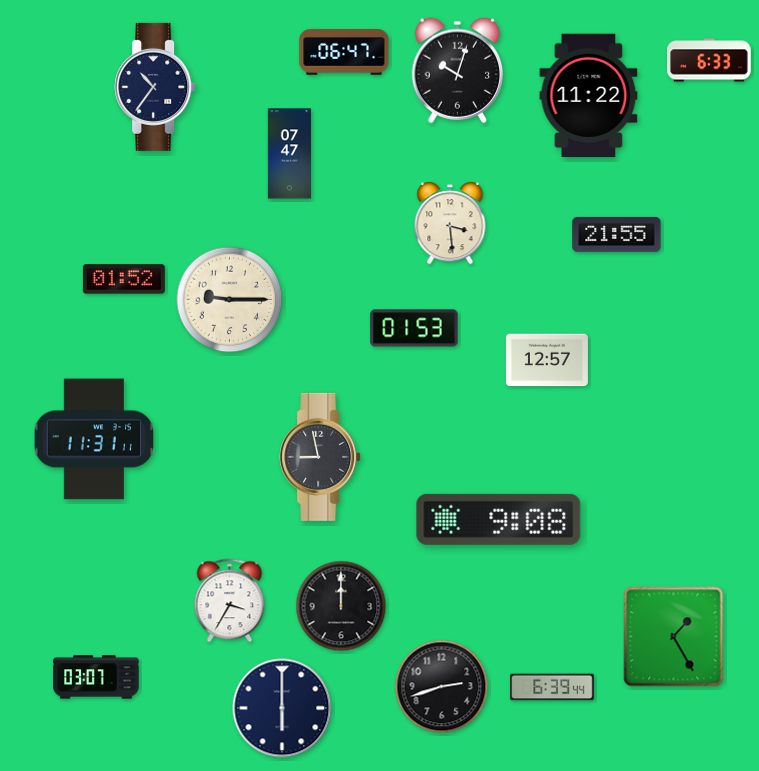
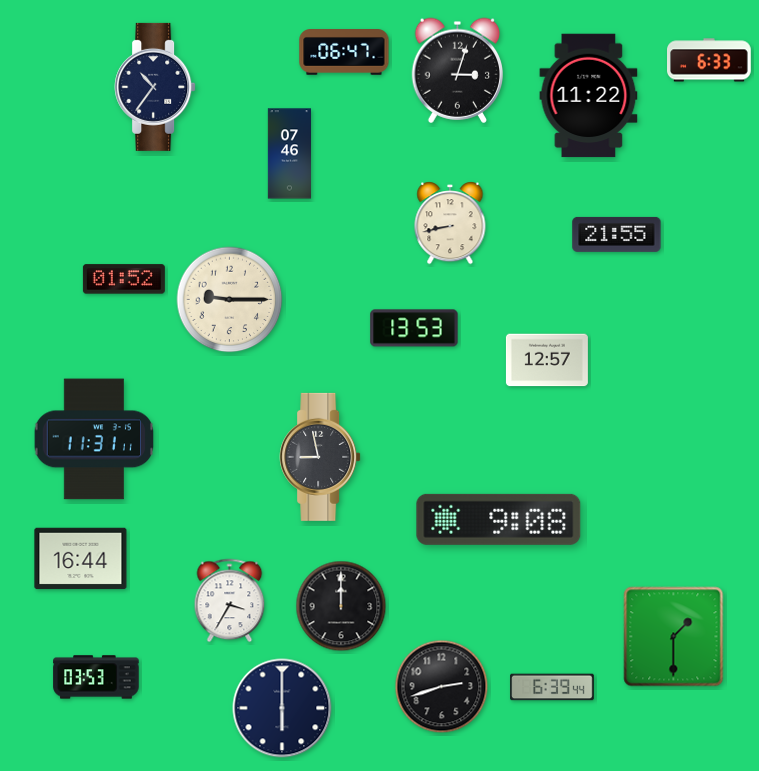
clock at (457, 70): 10:03 -> 3:03
clock at (290, 154): 07:47 -> 07:46
clock at (450, 223): 3:29 -> 8:43
clock at (414, 328): 01:53 -> 13:53
clock at (81, 559): none -> 16:44
clock at (674, 637): 1:25 -> 1:30
clock at (96, 677): 03:07 -> 03:53
